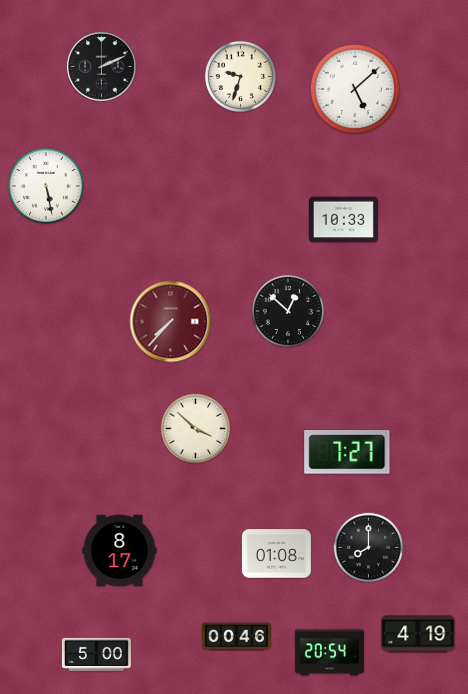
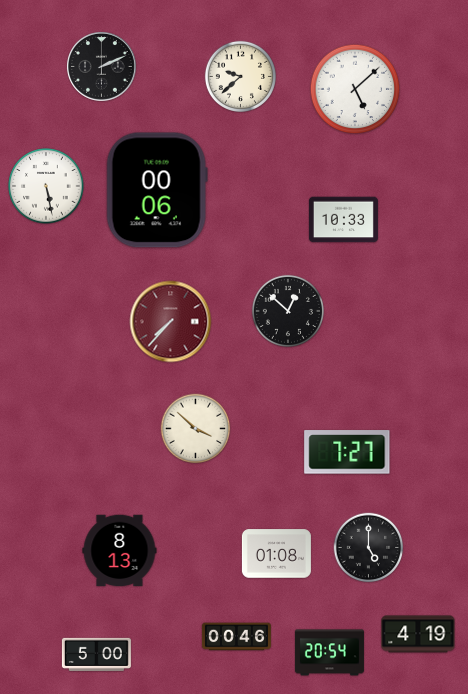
clock at (240, 76): 9:33 -> 9:38
clock at (157, 190): none -> 00:06
clock at (369, 548): 8:00 -> 5:00
clock at (120, 551): 8:17 -> 8:13
